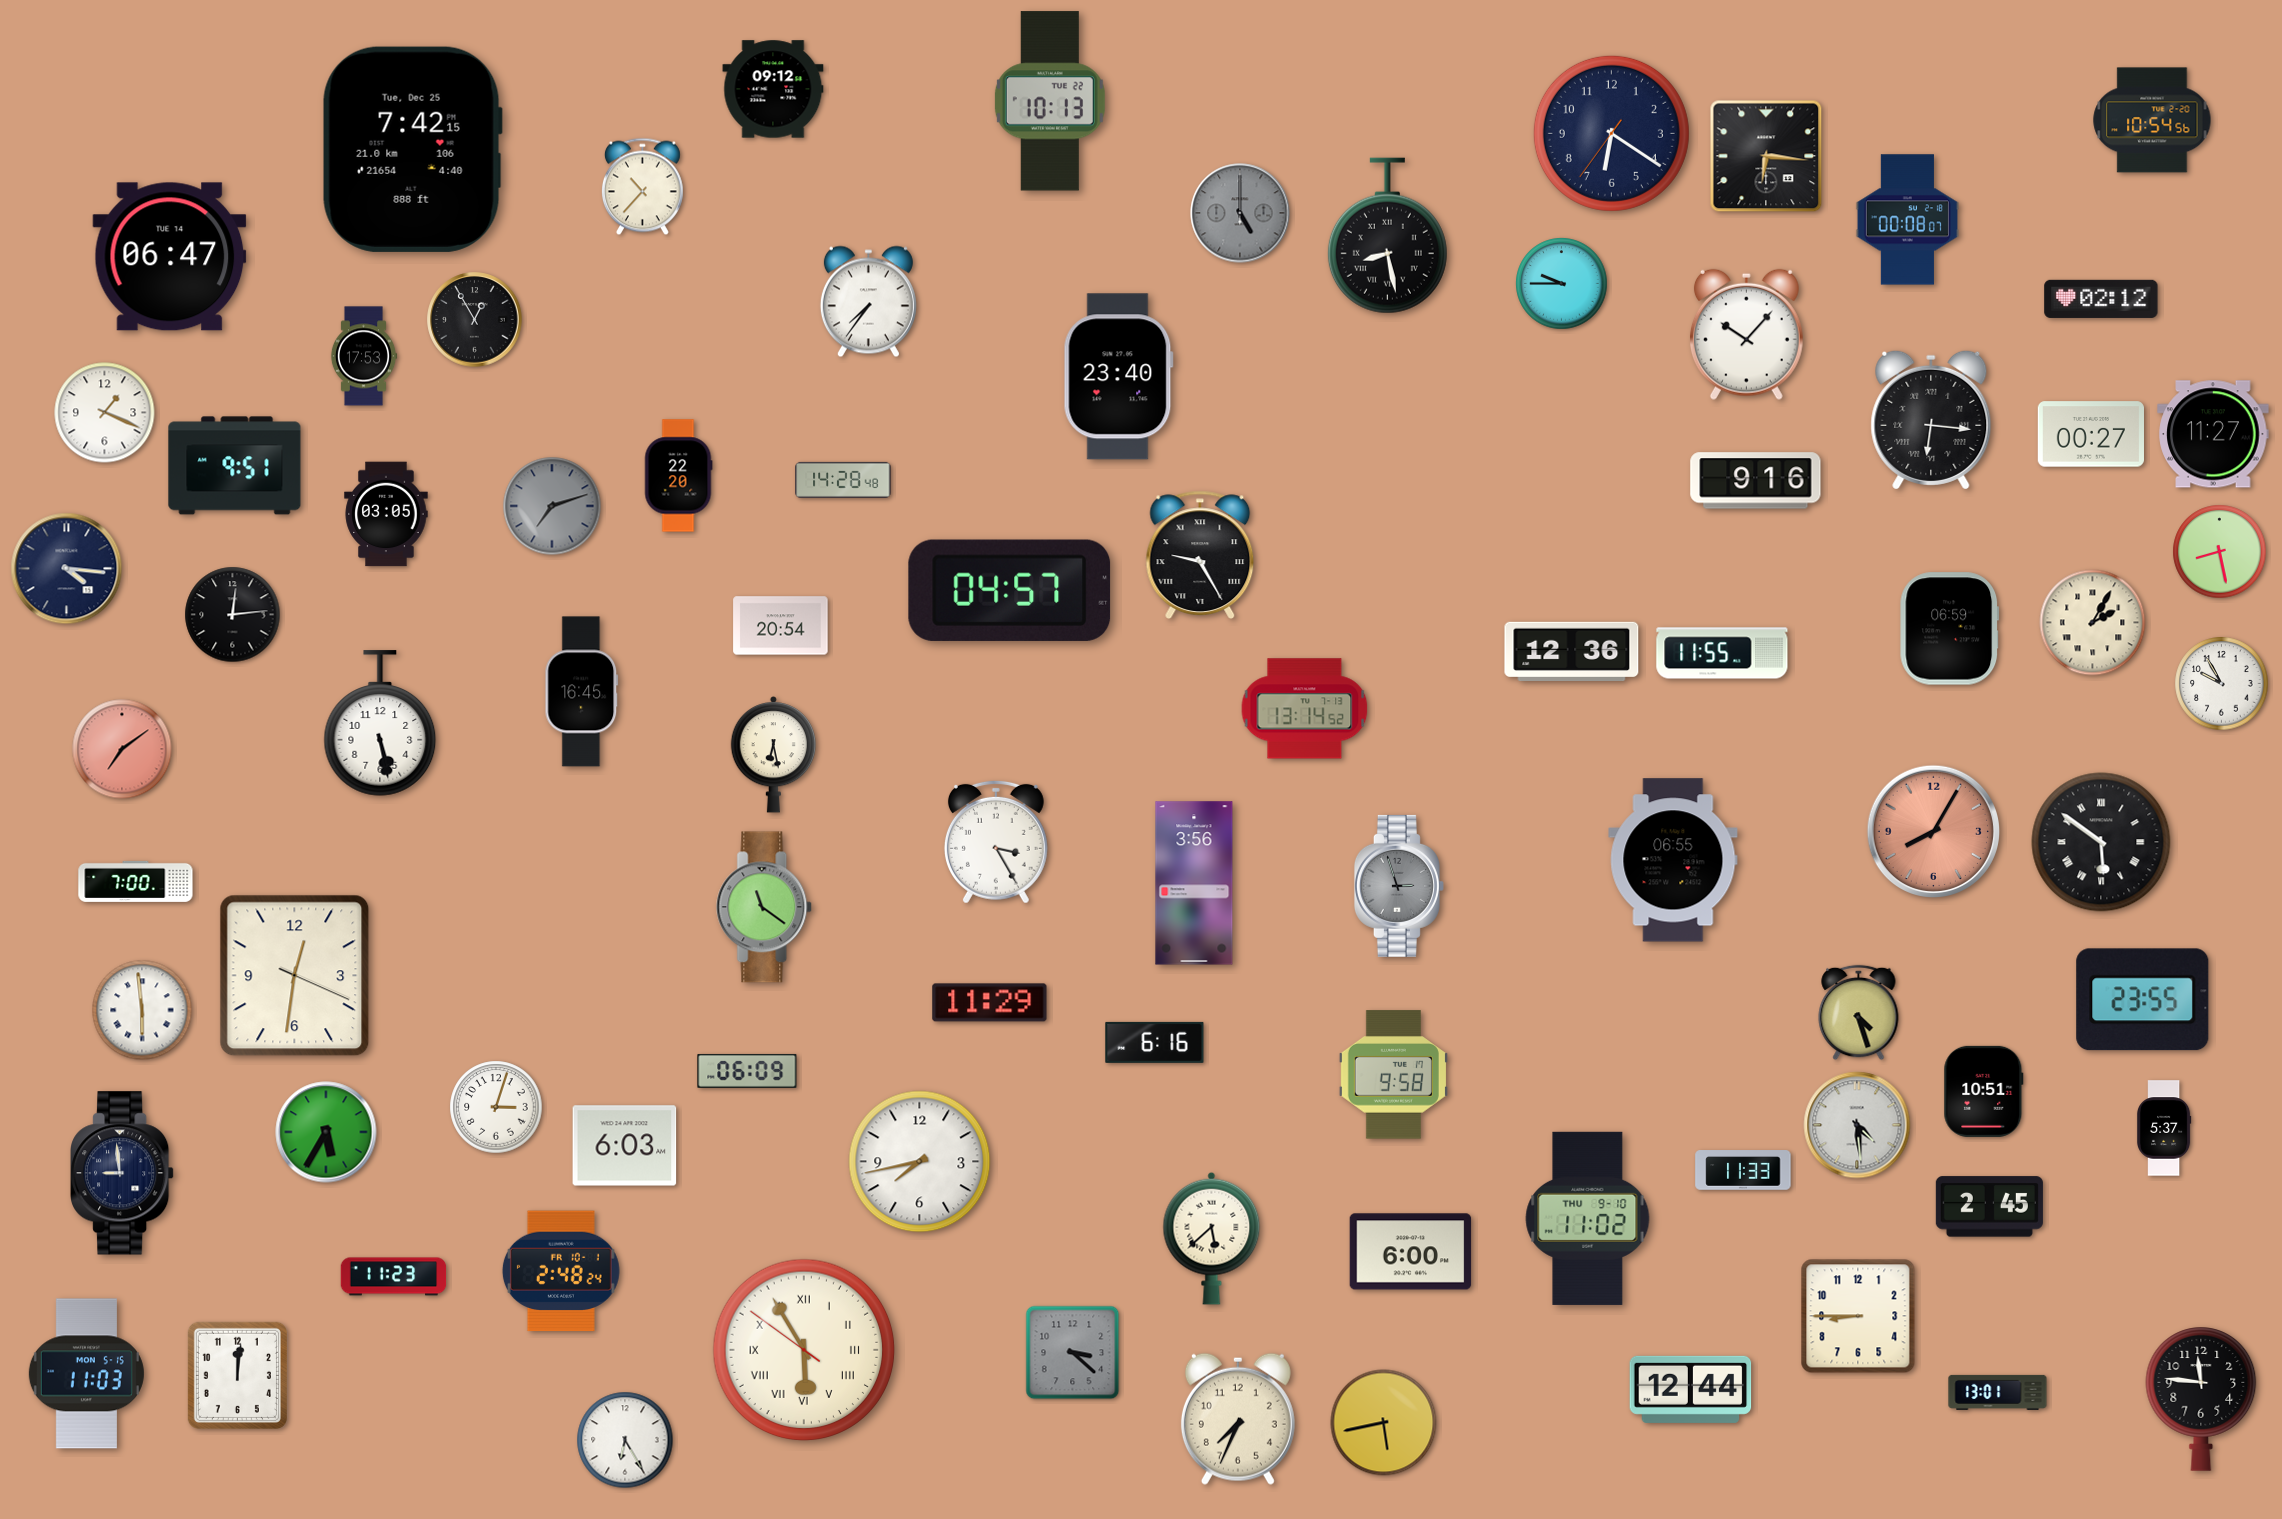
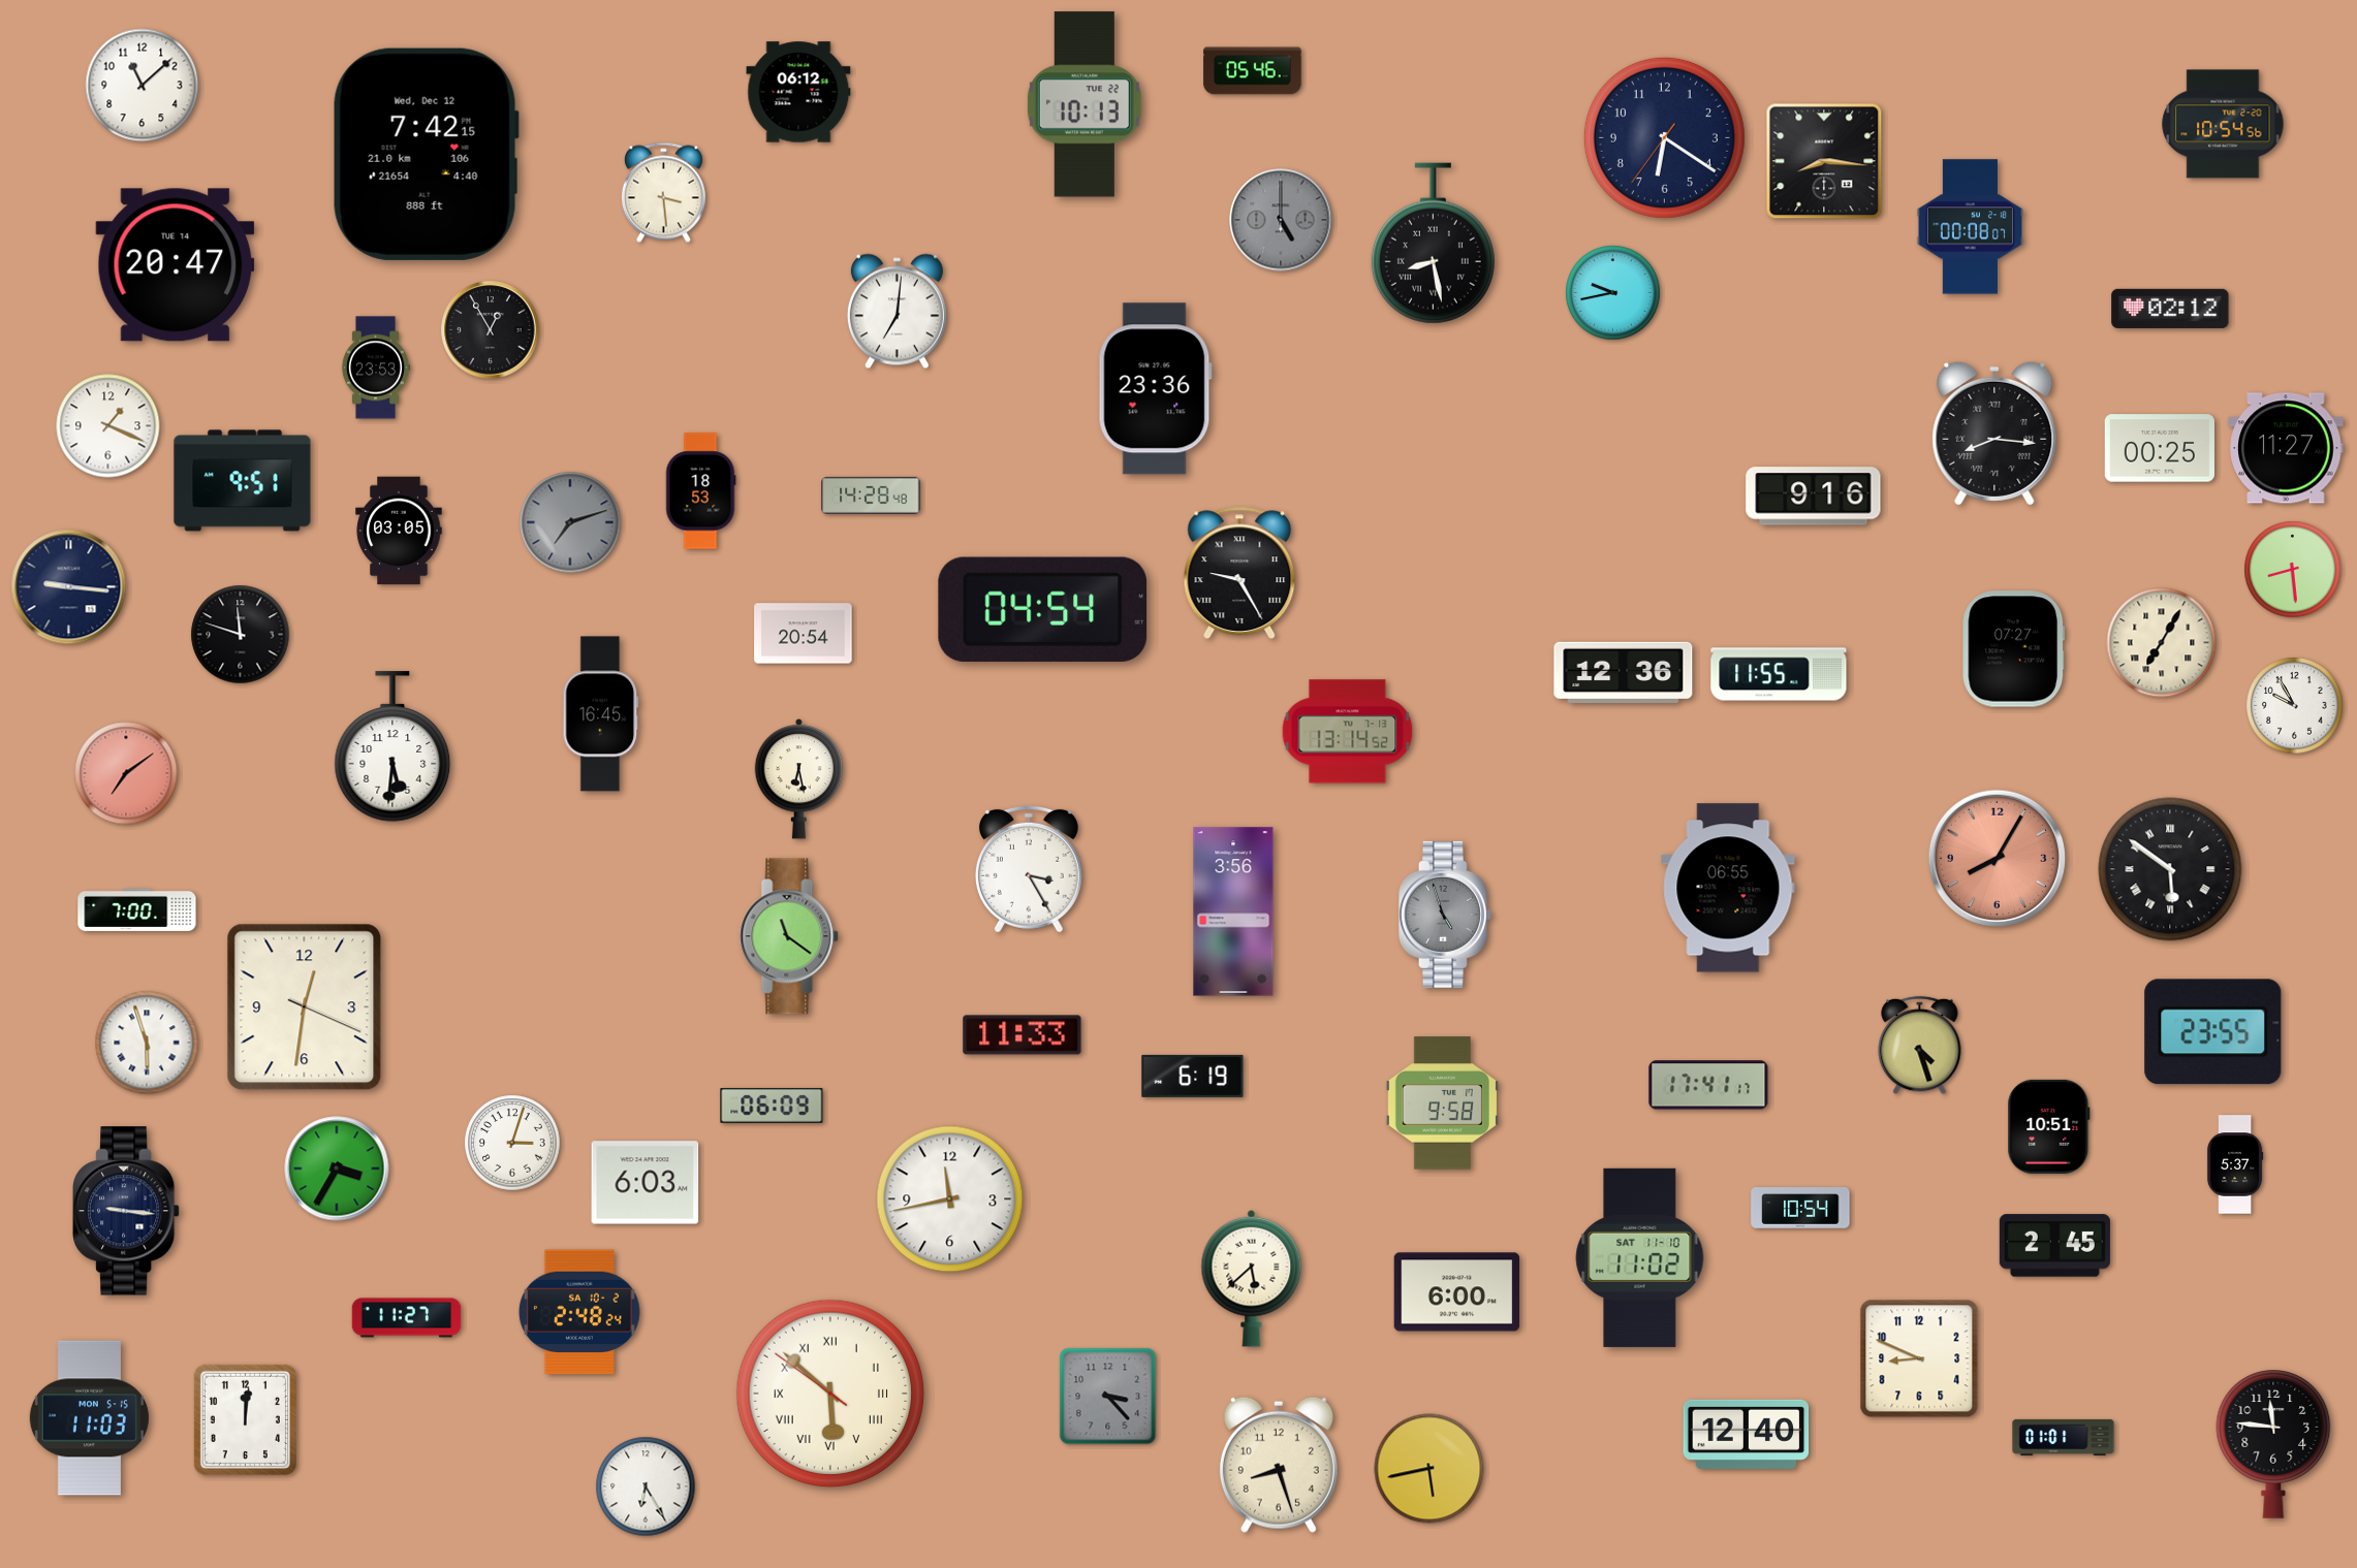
clock at (1253, 71): none -> 05:46
clock at (143, 86): none -> 11:08
clock at (773, 89): 09:12 -> 06:12
clock at (412, 149) date: Tue, Dec 25 -> Wed, Dec 12
clock at (1766, 156): 6:16 -> 8:16
clock at (642, 187): 10:37 -> 3:29
clock at (170, 257): 06:47 -> 20:47
clock at (1562, 284): 9:45 -> 9:43
clock at (868, 302): 7:36 -> 7:01
clock at (1746, 334): 10:07 -> none
clock at (364, 356): 17:53 -> 23:53
clock at (1118, 377): 23:40 -> 23:36
clock at (1931, 420): 6:16 -> 8:16
clock at (2090, 434): 00:27 -> 00:25
clock at (678, 476): 22:20 -> 18:53
clock at (2220, 552): 8:28 -> 8:29
clock at (67, 569): 4:16 -> 9:16
clock at (1010, 590): 04:57 -> 04:54
clock at (233, 615): 12:14 -> 11:48
clock at (2093, 623): 2:05 -> 7:05
clock at (781, 626) position: (781, 626) -> (804, 634)
clock at (1950, 629): 06:59 -> 07:27
clock at (380, 723): 5:28 -> 5:31
clock at (136, 881) position: (136, 881) -> (137, 909)
clock at (1399, 886): 2:57 -> 4:57
clock at (990, 1003): 11:29 -> 11:33
clock at (142, 1010): 5:59 -> 5:57
clock at (1155, 1042): 6:16 -> 6:19
clock at (1708, 1085): none -> 17:41
clock at (1393, 1075) position: (1393, 1075) -> (1442, 1103)
clock at (1857, 1125): 4:29 -> none
clock at (326, 1132): 5:35 -> 3:35
clock at (920, 1162): 7:43 -> 11:43
clock at (1743, 1170): 11:33 -> 10:54
clock at (123, 1173): 8:59 -> 9:16
clock at (1588, 1218) date: THU 9-10 -> SAT 11-10
clock at (561, 1271) date: FR 10-1 -> SA 10-2
clock at (394, 1277): 11:23 -> 11:27
clock at (1858, 1316): 8:45 -> 8:49
clock at (804, 1350): 5:54 -> 5:51
clock at (1073, 1353): 3:22 -> 3:23
clock at (1691, 1389): 12:44 -> 12:40
clock at (1998, 1392): 13:01 -> 01:01
clock at (1238, 1419): 7:34 -> 8:27
